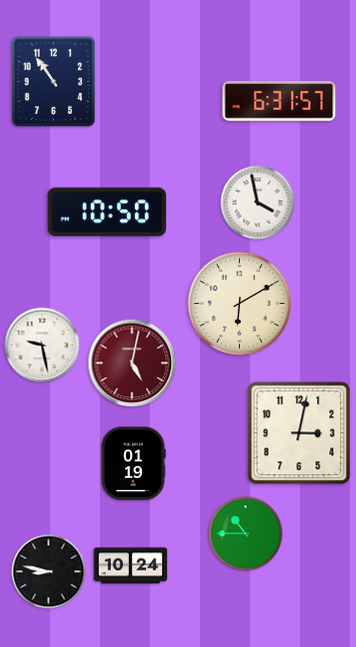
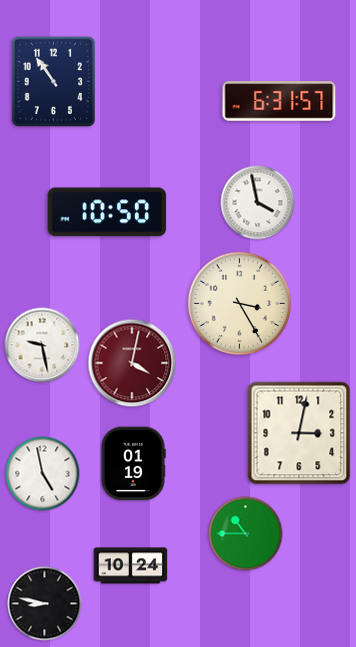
clock at (239, 303): 6:10 -> 3:25
clock at (132, 363): 5:02 -> 4:02
clock at (43, 474): none -> 4:58
clock at (49, 572) position: (49, 572) -> (45, 604)
